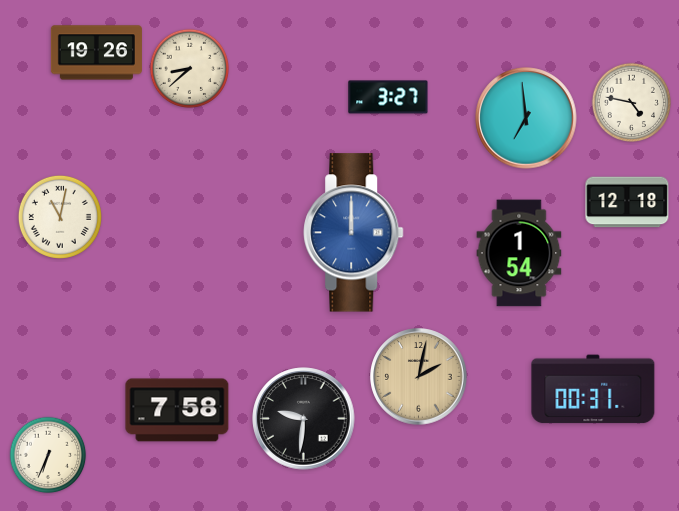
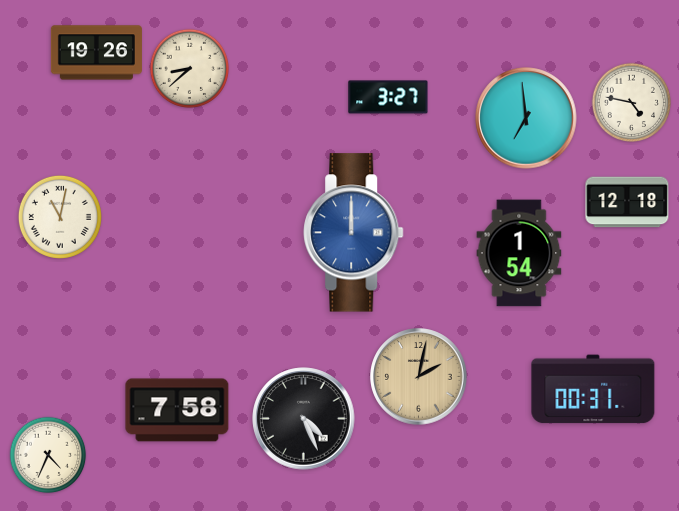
clock at (304, 419): 9:31 -> 4:26
clock at (48, 455): 6:34 -> 4:34
